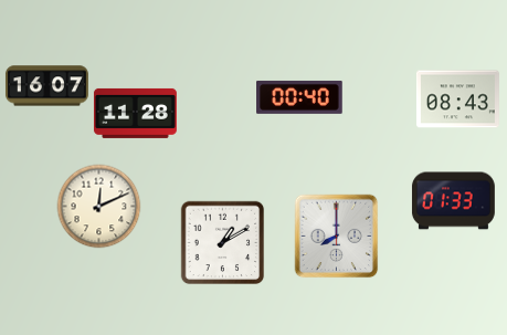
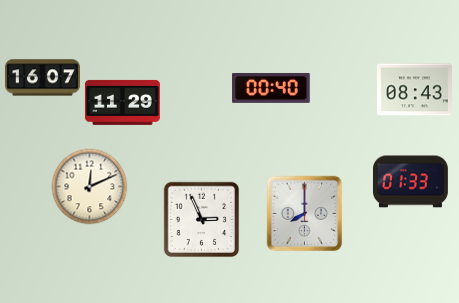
clock at (135, 113): 11:28 -> 11:29
clock at (223, 243): 1:10 -> 2:56
